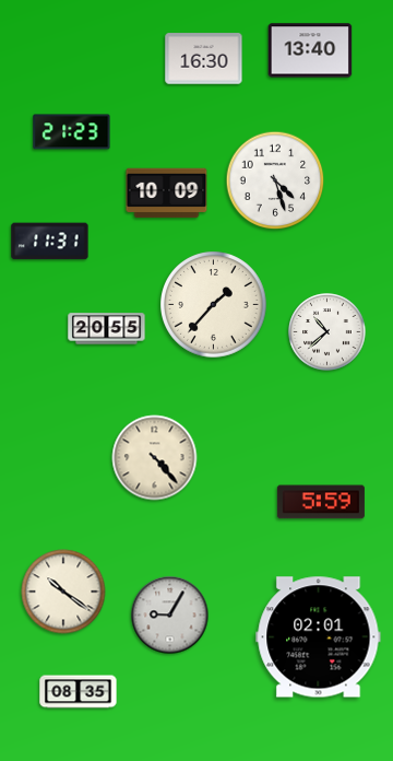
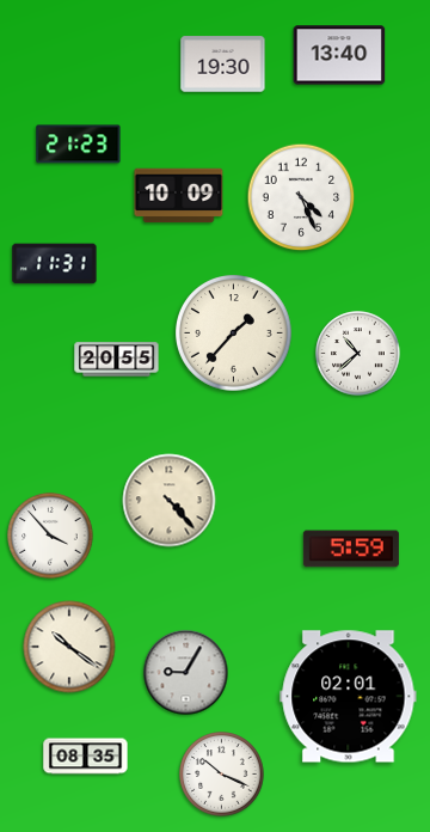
clock at (204, 59): 16:30 -> 19:30
clock at (275, 180): 4:27 -> 4:26
clock at (167, 194) position: (167, 194) -> (179, 196)
clock at (327, 332) position: (327, 332) -> (358, 354)
clock at (50, 536): none -> 3:53
clock at (222, 775): none -> 10:19
